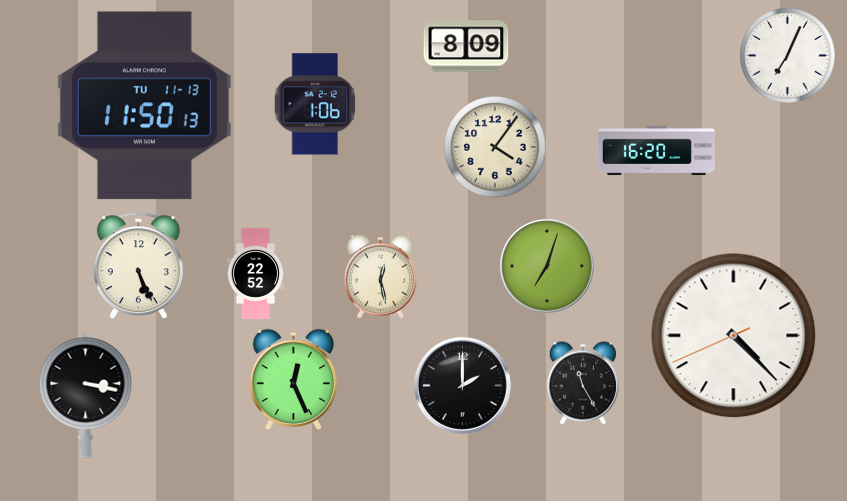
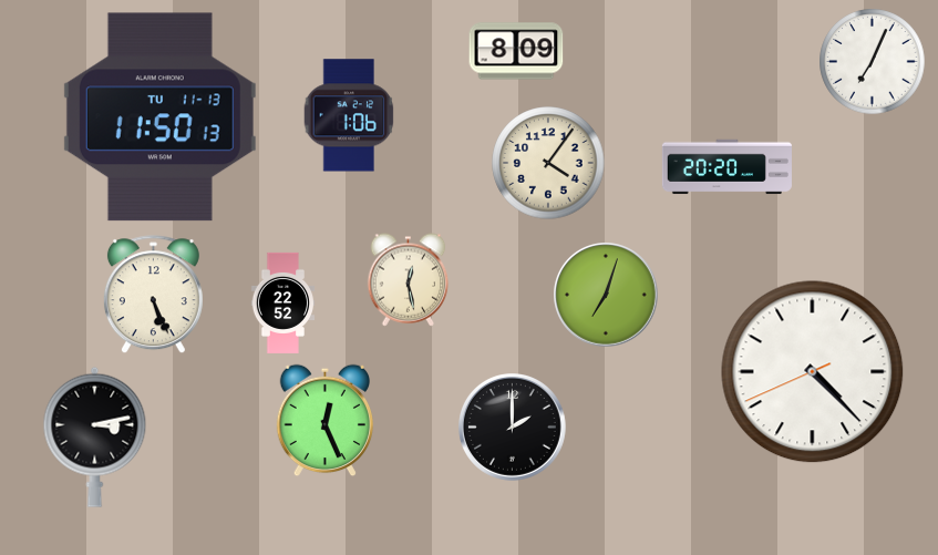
clock at (656, 151): 16:20 -> 20:20
clock at (381, 277) position: (381, 277) -> (409, 280)
clock at (582, 383): 11:25 -> none
clock at (86, 394): 3:17 -> 3:13
